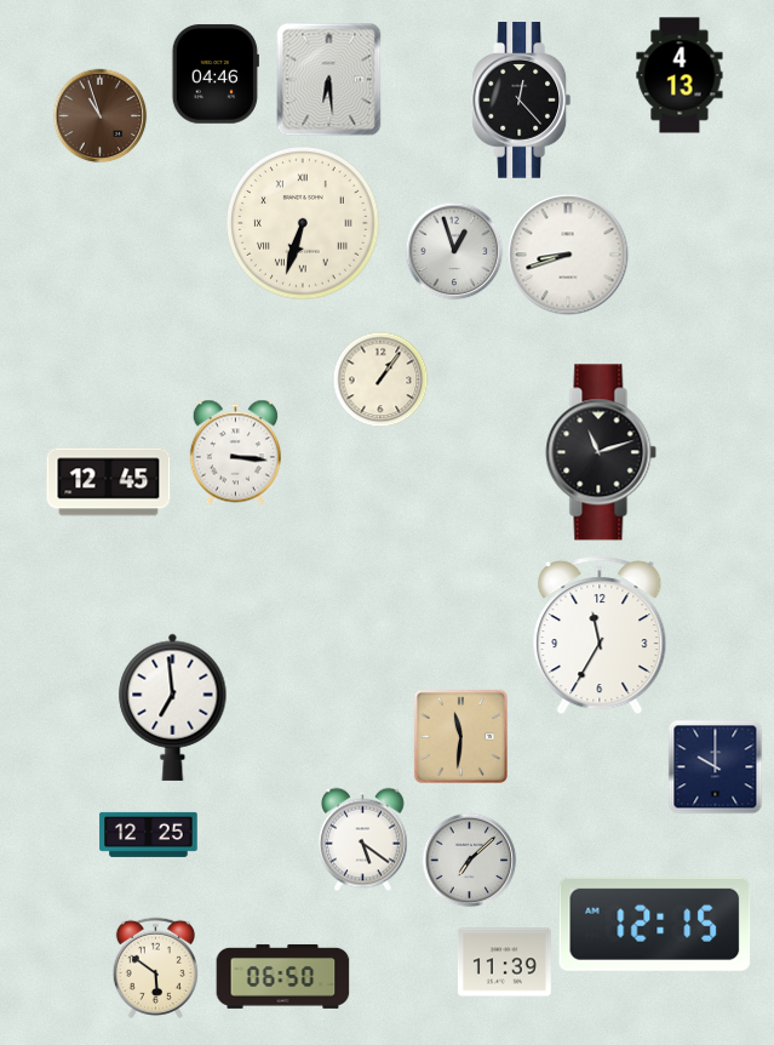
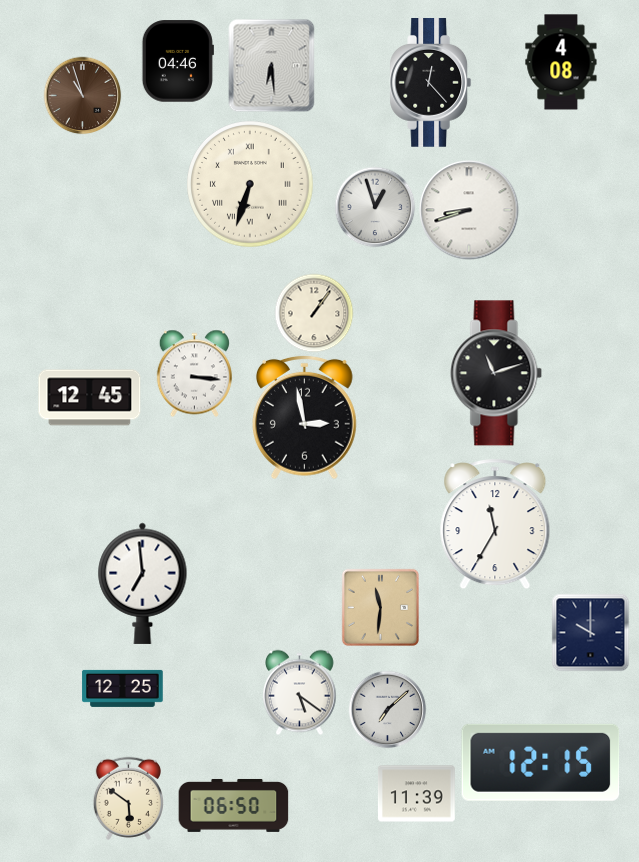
clock at (680, 75): 4:13 -> 4:08
clock at (304, 417): none -> 2:58
